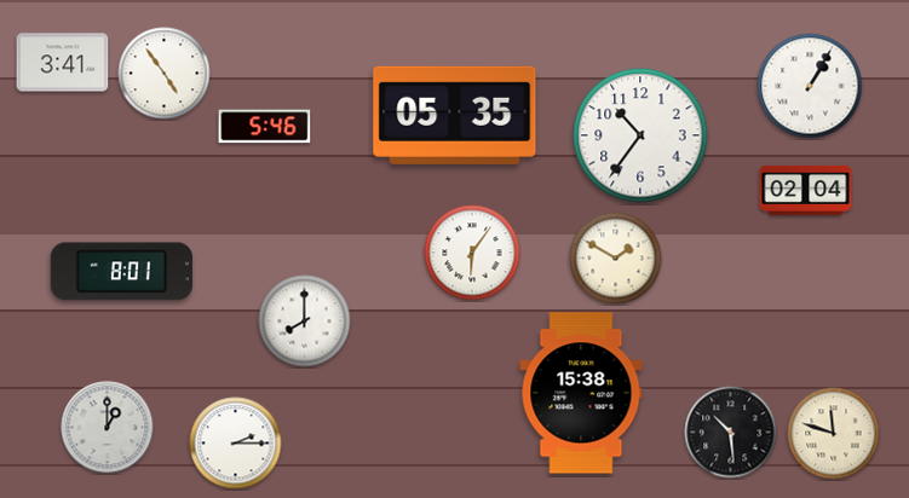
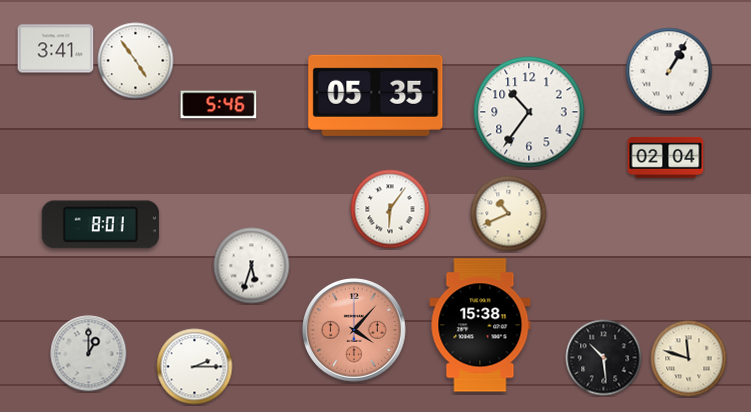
clock at (63, 63) position: (63, 63) -> (56, 49)
clock at (616, 259): 1:50 -> 10:41
clock at (305, 322): 8:00 -> 5:33
clock at (354, 330): none -> 4:07
